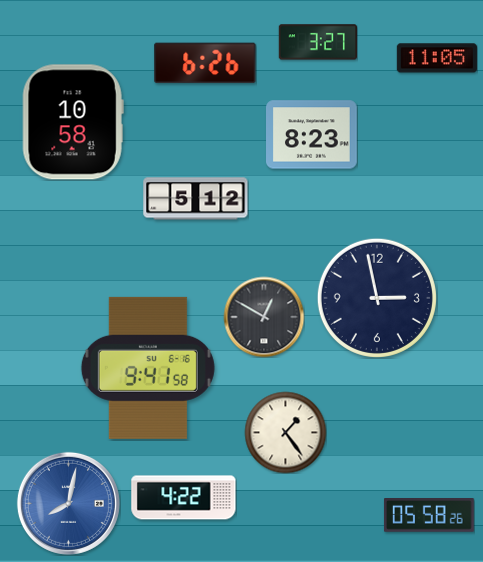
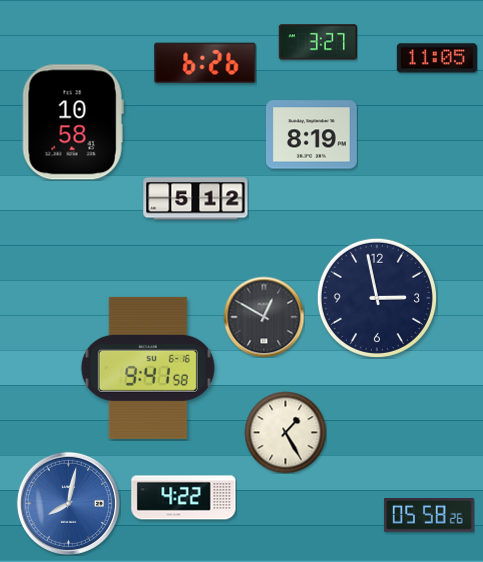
clock at (312, 135): 8:23 -> 8:19
clock at (285, 432): 1:24 -> 1:25
